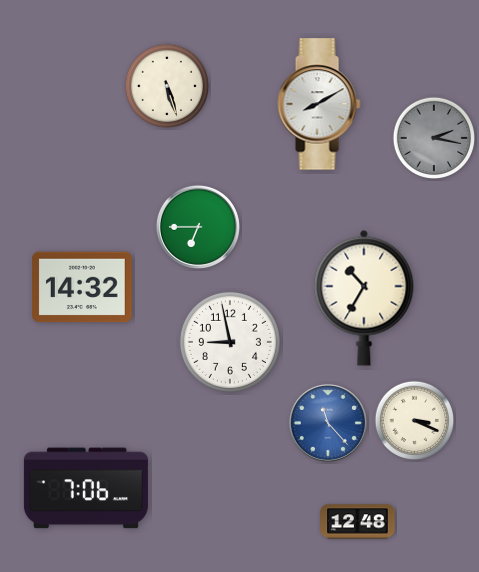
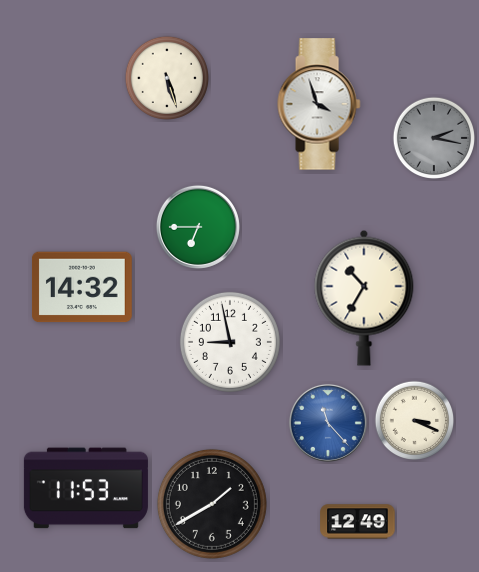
clock at (166, 85) position: (166, 85) -> (166, 77)
clock at (319, 104): 8:10 -> 3:57
clock at (86, 488): 7:06 -> 11:53
clock at (212, 504): none -> 1:40
clock at (358, 522): 12:48 -> 12:49
